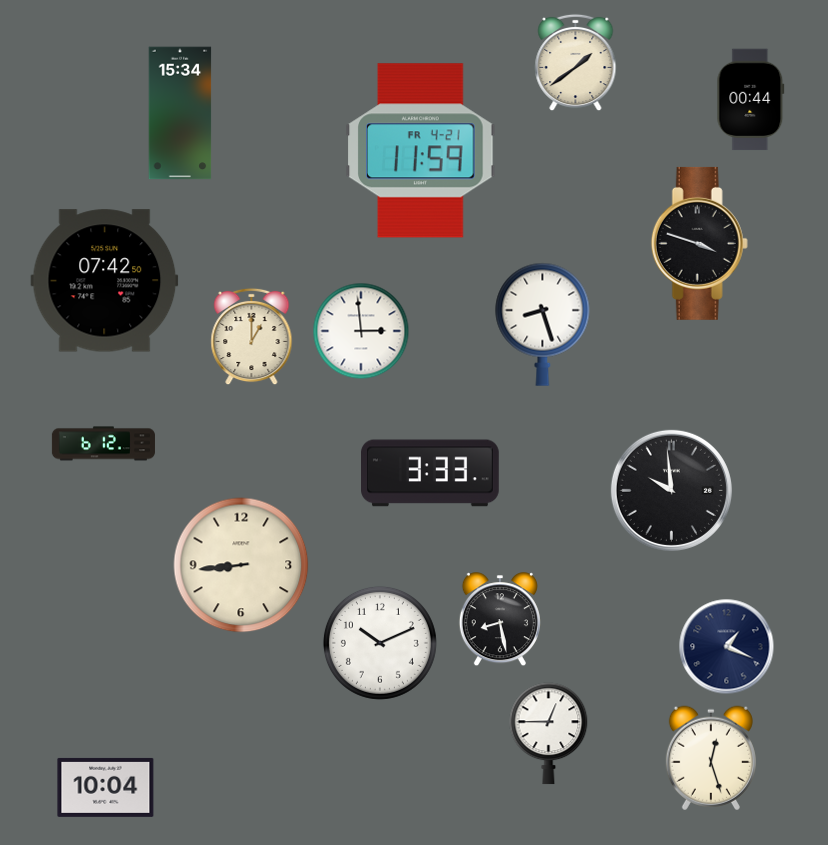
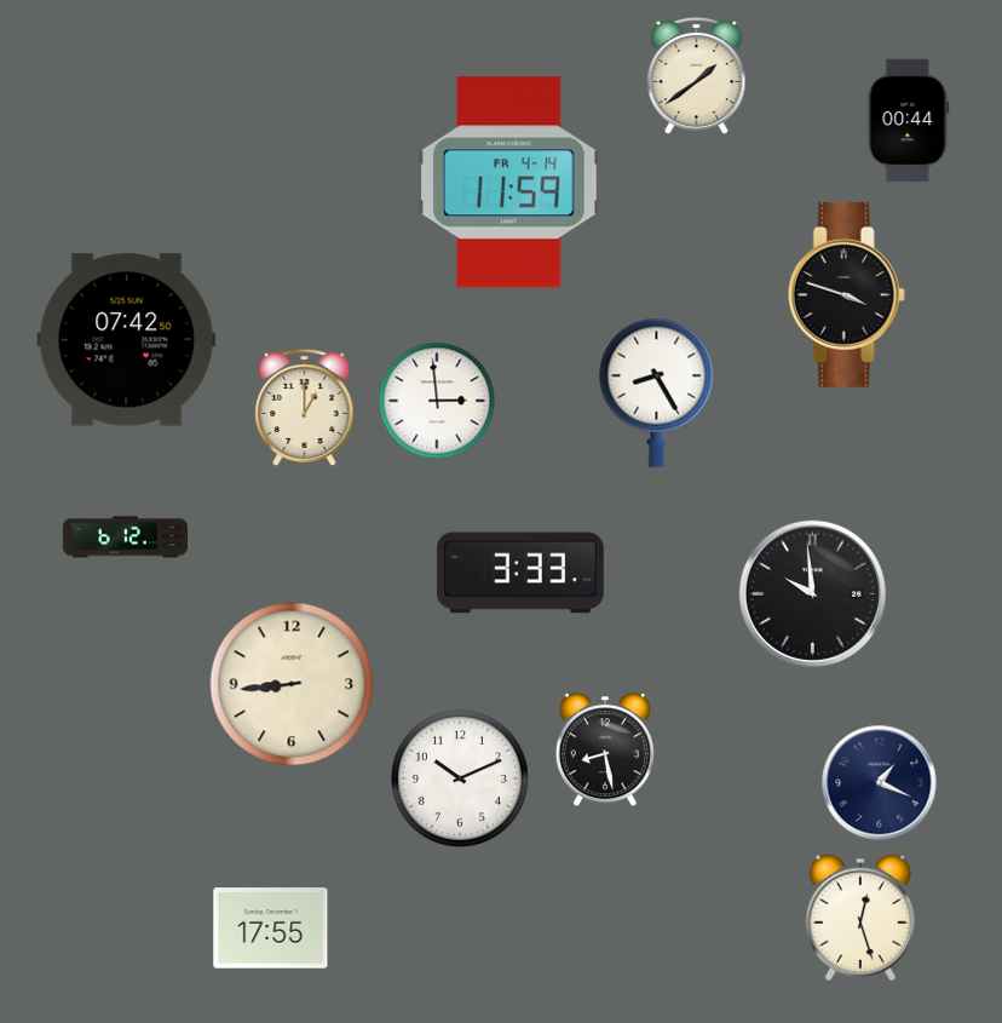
clock at (180, 113): 15:34 -> none
clock at (421, 151) date: FR 4-21 -> FR 4-14
clock at (543, 324): 8:27 -> 8:25
clock at (549, 734): 12:45 -> none
clock at (271, 929): none -> 17:55
clock at (106, 787): 10:04 -> none
